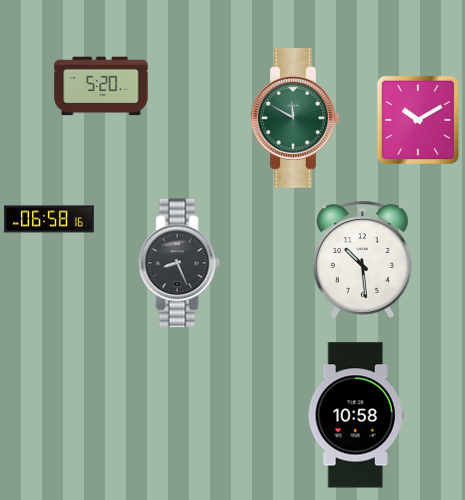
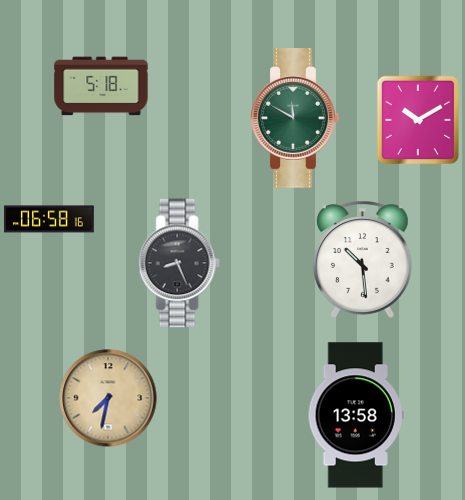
clock at (101, 86): 5:20 -> 5:18
clock at (108, 398): none -> 7:32
clock at (356, 415): 10:58 -> 13:58
